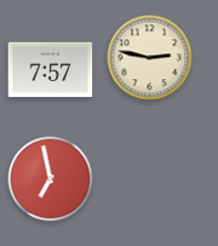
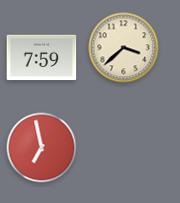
clock at (150, 58): 2:47 -> 3:38
clock at (51, 70): 7:57 -> 7:59
